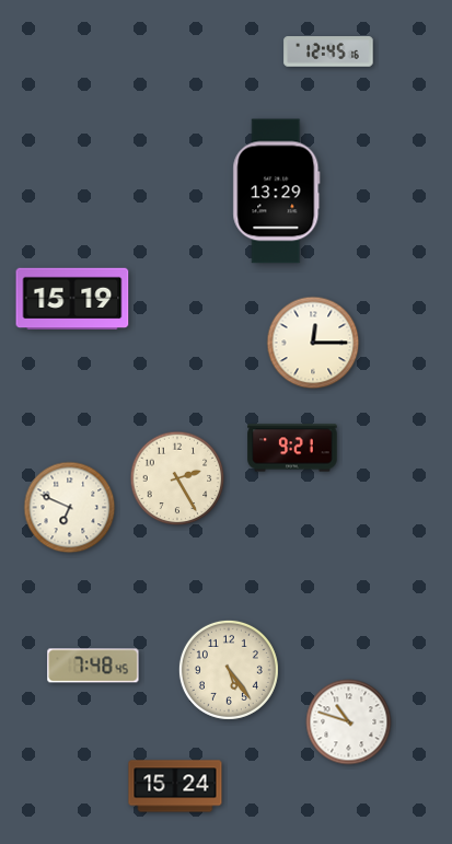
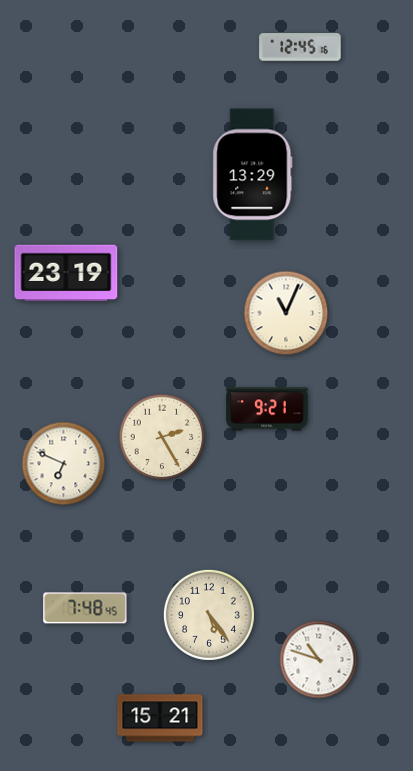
clock at (72, 299): 15:19 -> 23:19
clock at (313, 343): 12:15 -> 11:04
clock at (229, 670) position: (229, 670) -> (209, 615)
clock at (175, 786): 15:24 -> 15:21
